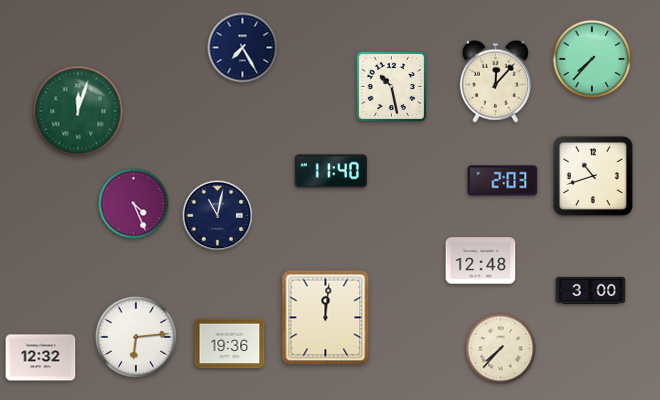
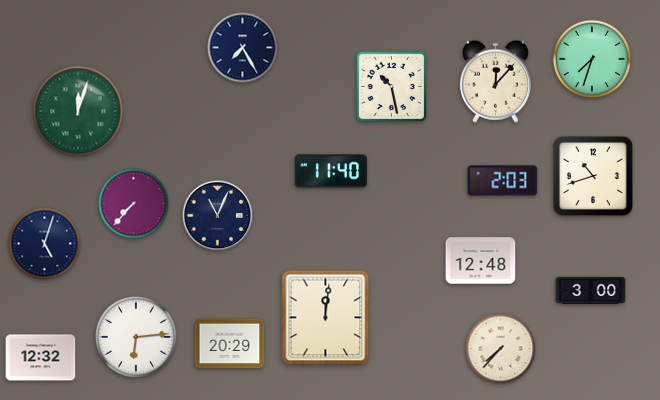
clock at (592, 59): 7:37 -> 7:33
clock at (134, 204): 4:26 -> 7:37
clock at (218, 216): 11:02 -> 11:04
clock at (45, 244): none -> 5:03
clock at (230, 344): 19:36 -> 20:29
